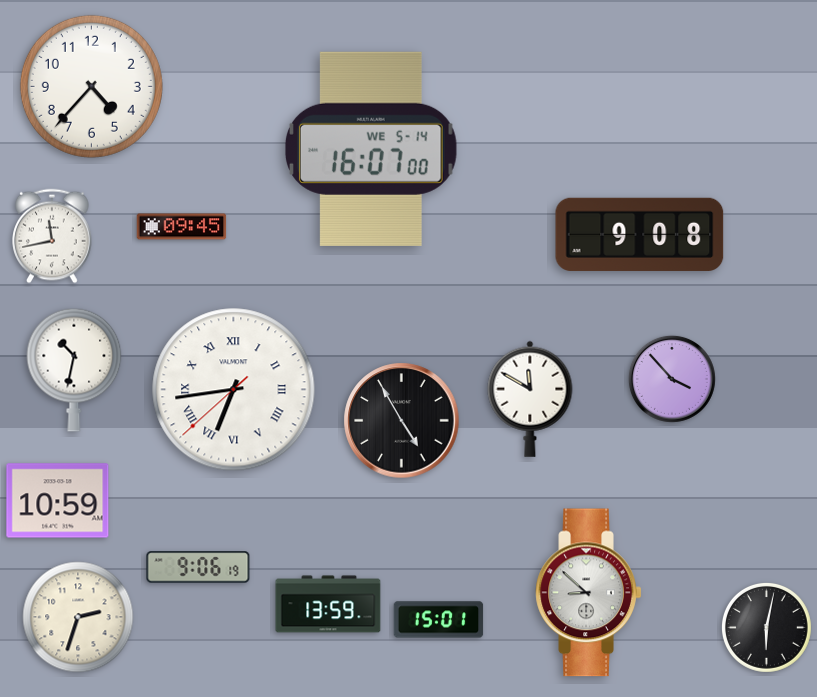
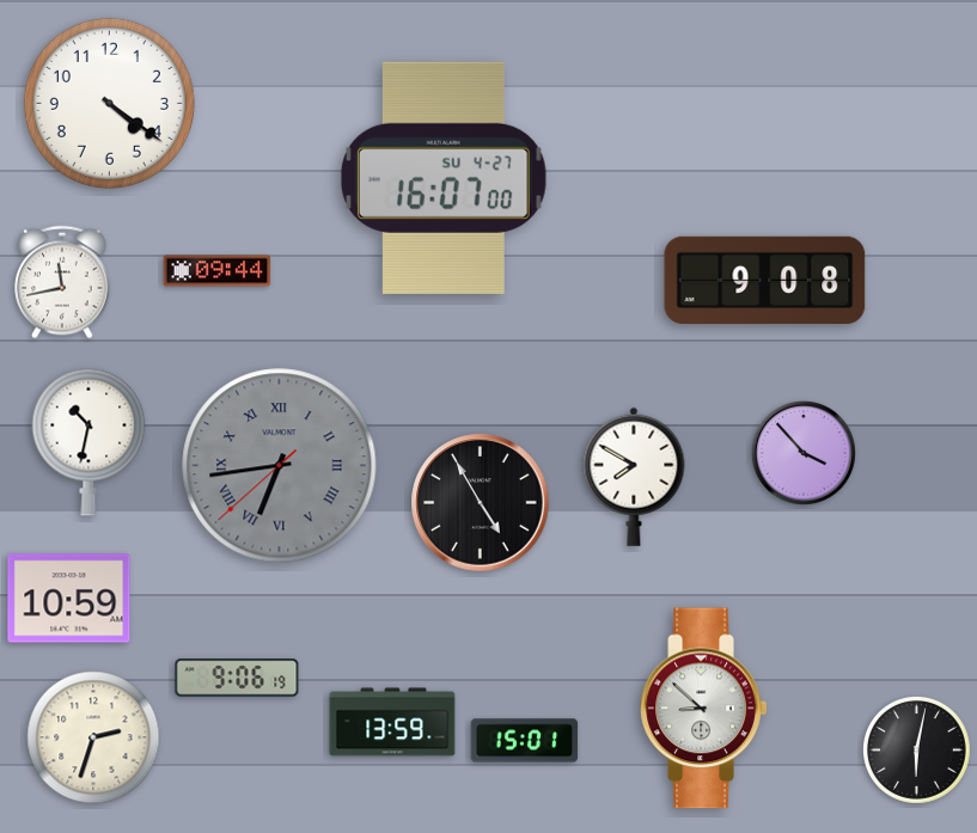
clock at (91, 86): 4:37 -> 4:21
clock at (371, 149) date: WE 5-14 -> SU 4-27
clock at (182, 227): 09:45 -> 09:44
clock at (234, 390) dial: white -> grey
clock at (530, 399): 11:50 -> 7:50
